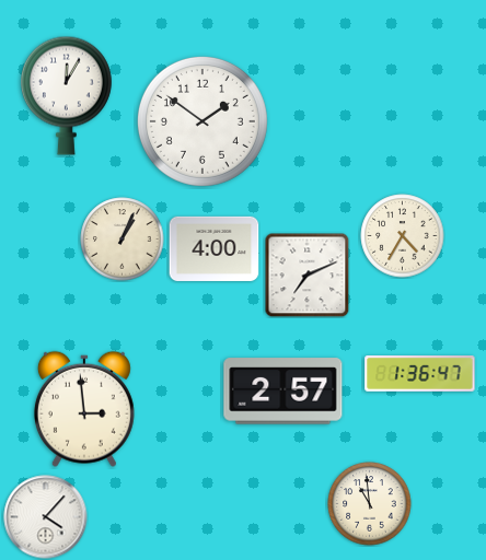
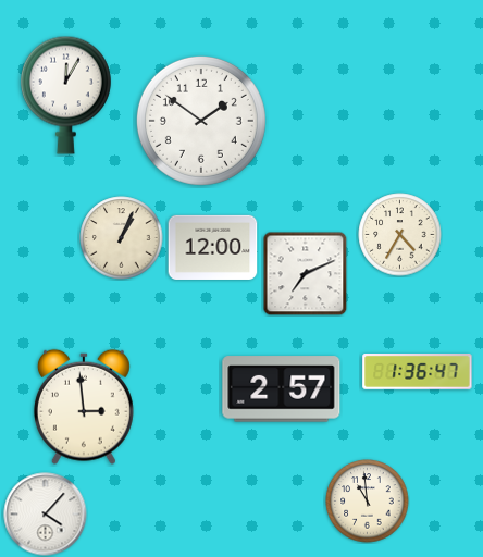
clock at (215, 248): 4:00 -> 12:00
